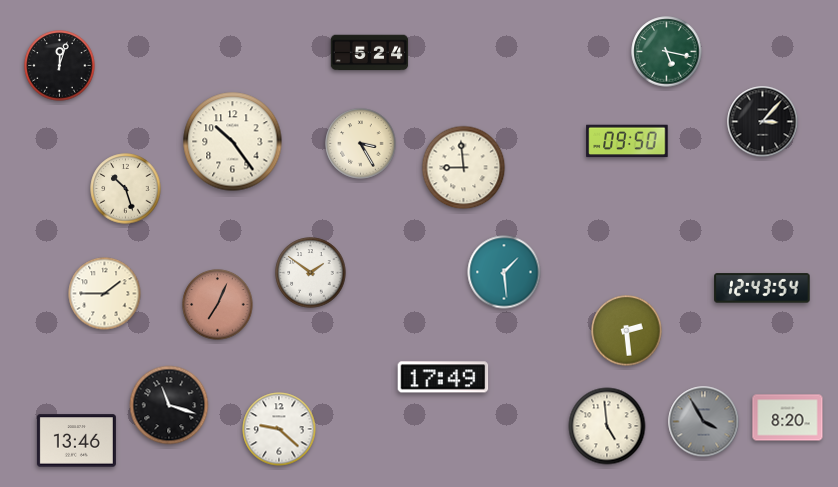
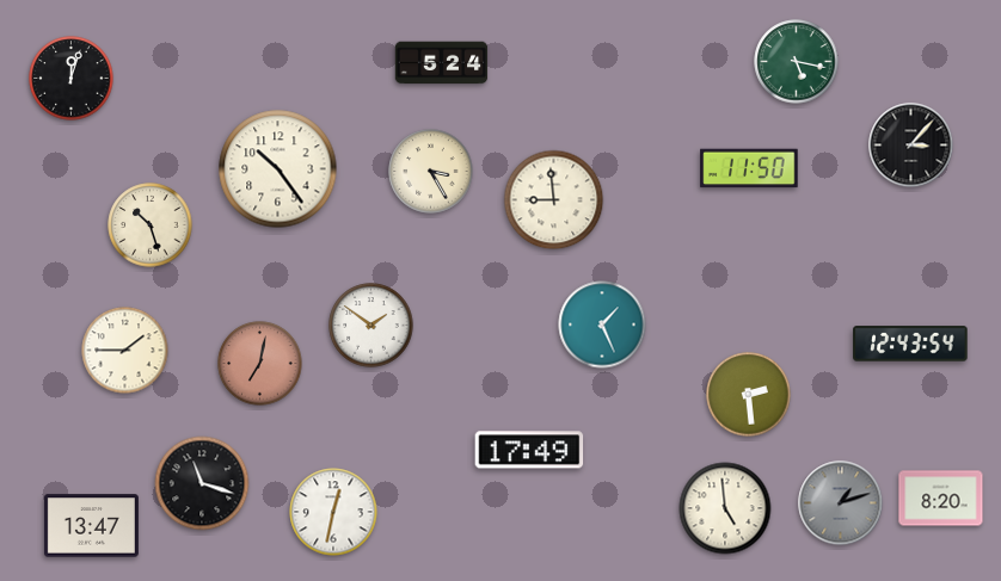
clock at (627, 141): 09:50 -> 11:50
clock at (504, 272): 1:29 -> 1:26
clock at (218, 305): 7:04 -> 7:02
clock at (704, 422): 3:55 -> 1:12
clock at (279, 429): 9:22 -> 12:32
clock at (76, 441): 13:46 -> 13:47
